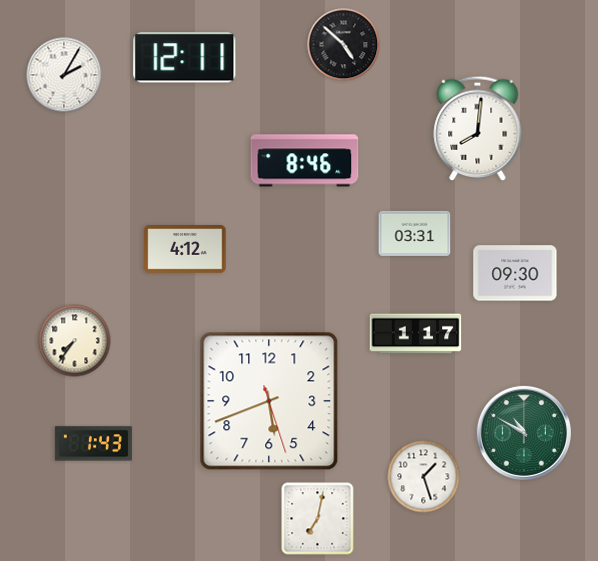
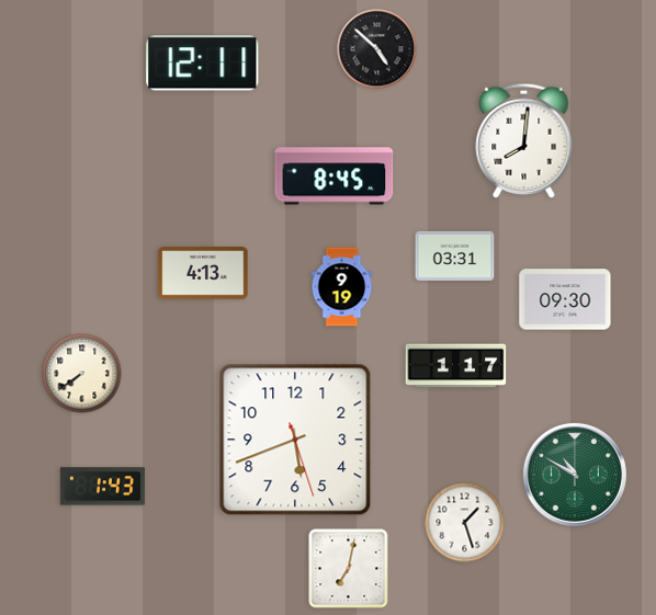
clock at (64, 75): 2:05 -> none
clock at (305, 161): 8:46 -> 8:45
clock at (185, 249): 4:12 -> 4:13
clock at (342, 287): none -> 9:19
clock at (75, 341): 7:36 -> 7:39
